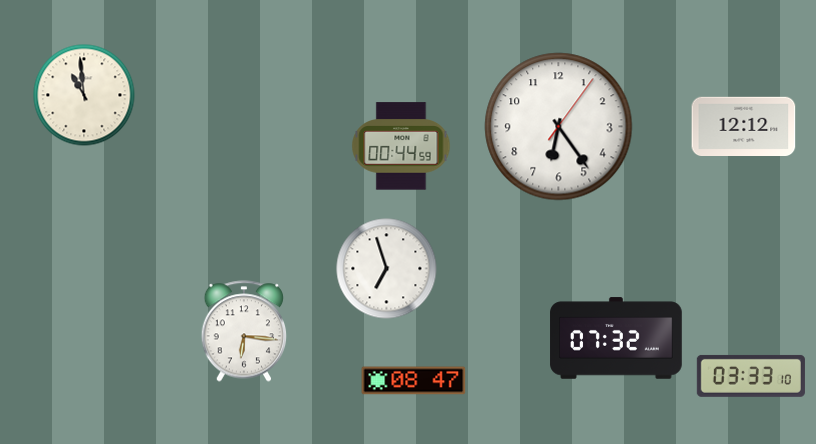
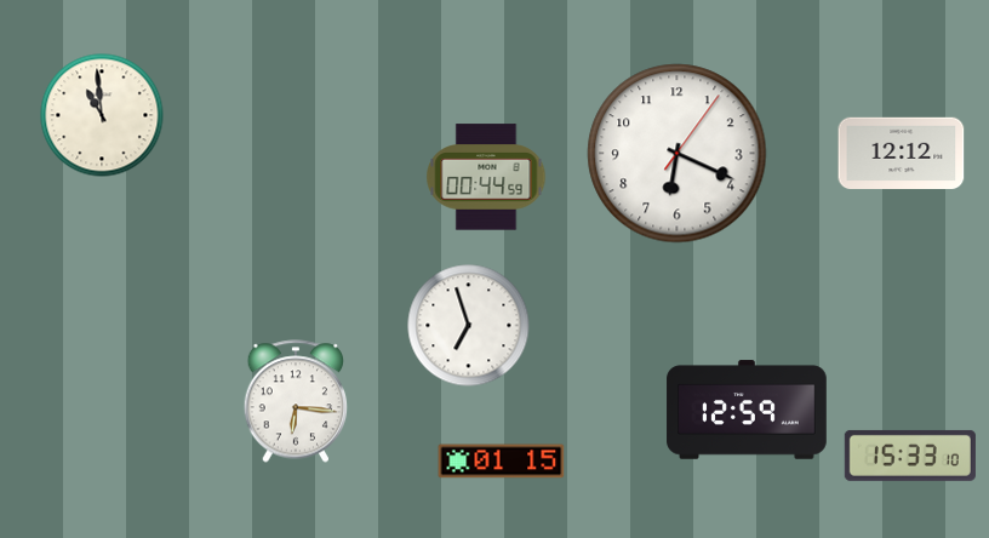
clock at (559, 127): 6:24 -> 6:19
clock at (616, 338): 07:32 -> 12:59
clock at (751, 376): 03:33 -> 15:33
clock at (414, 381): 08:47 -> 01:15
